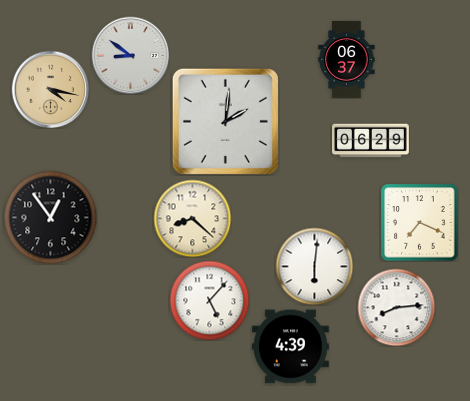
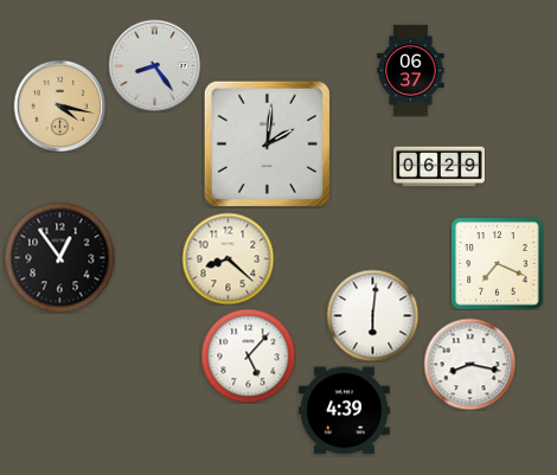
clock at (130, 55): 8:51 -> 8:24
clock at (396, 307): 8:14 -> 8:17
